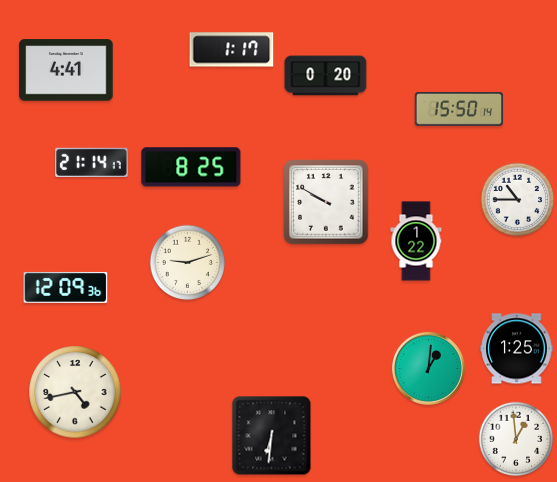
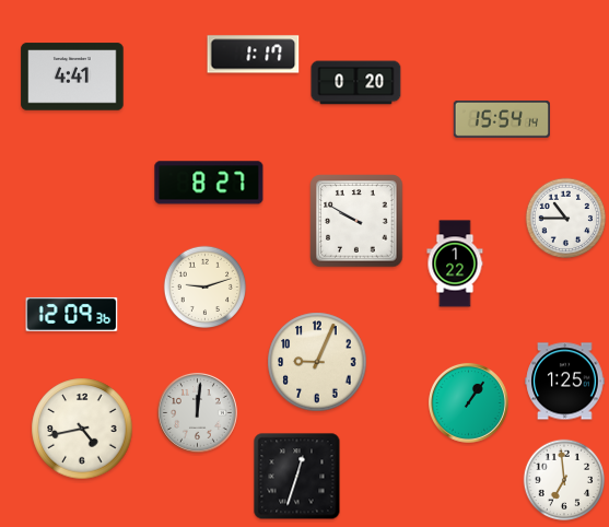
clock at (458, 109): 15:50 -> 15:54
clock at (92, 162): 21:14 -> none
clock at (191, 167): 8:25 -> 8:27
clock at (317, 362): none -> 9:04
clock at (428, 368): 1:01 -> 1:06
clock at (197, 412): none -> 12:01
clock at (272, 436): 6:31 -> 12:33
clock at (516, 439): 12:59 -> 6:59
